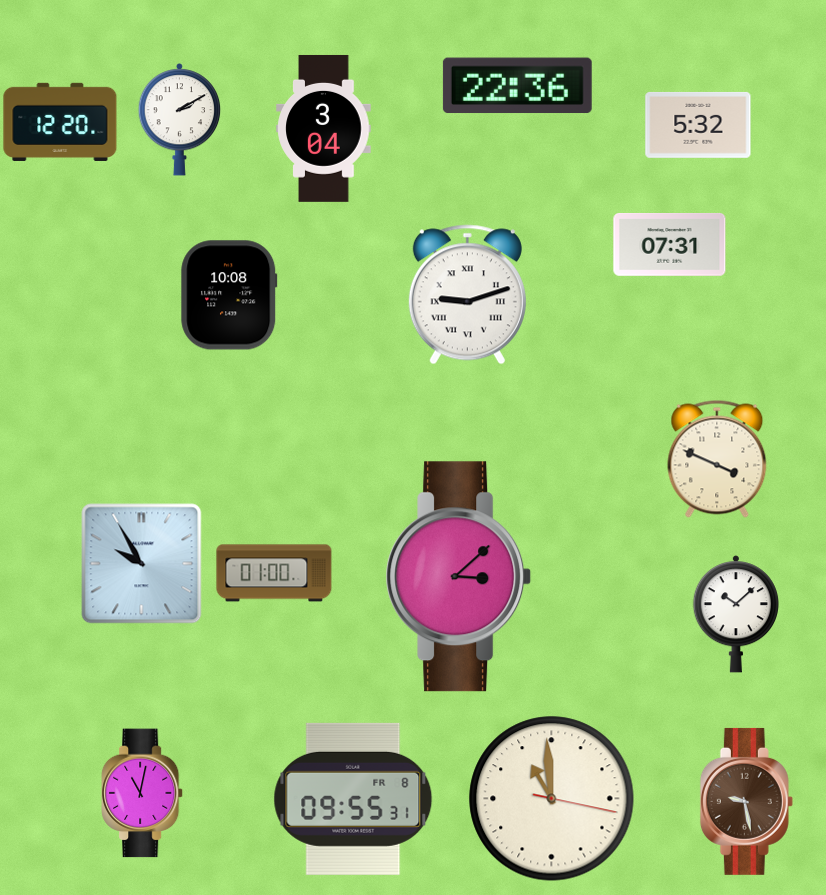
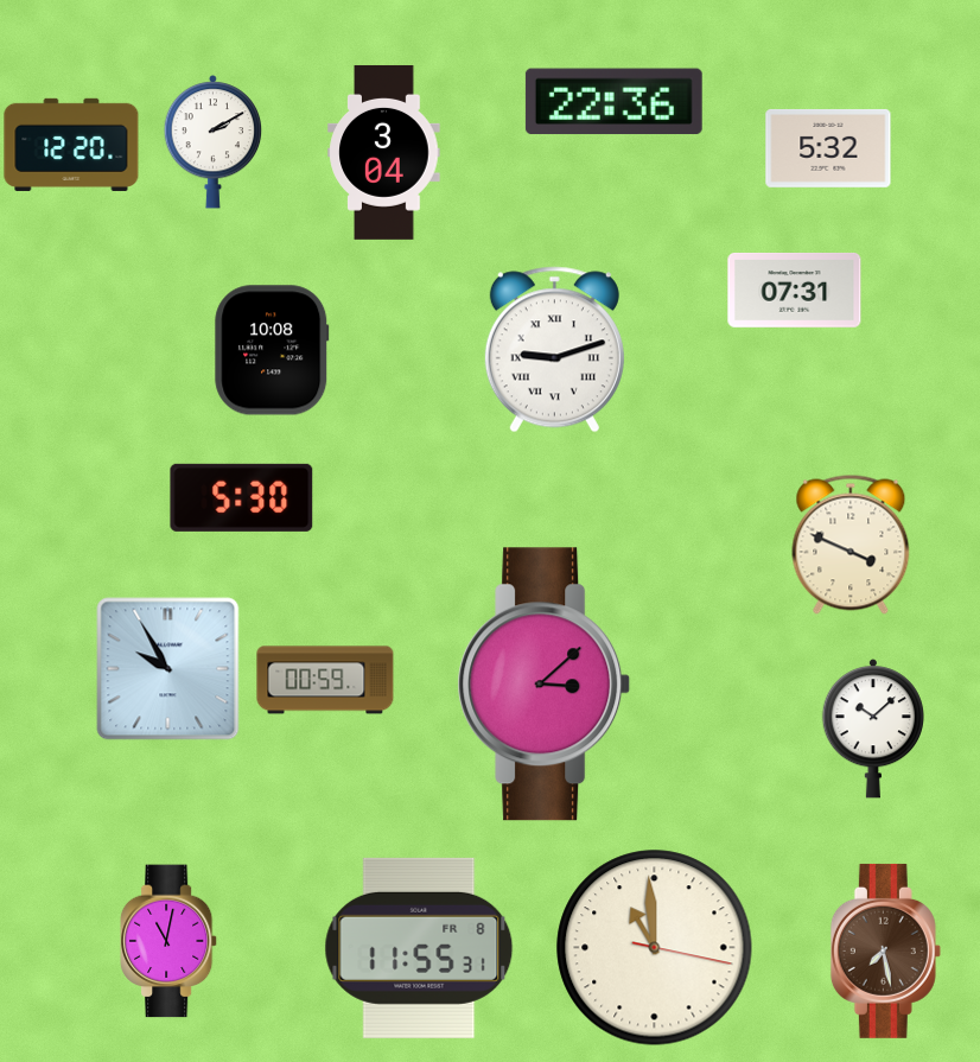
clock at (242, 497): none -> 5:30
clock at (274, 573): 01:00 -> 00:59
clock at (353, 799): 09:55 -> 11:55
clock at (746, 801): 9:28 -> 7:28
